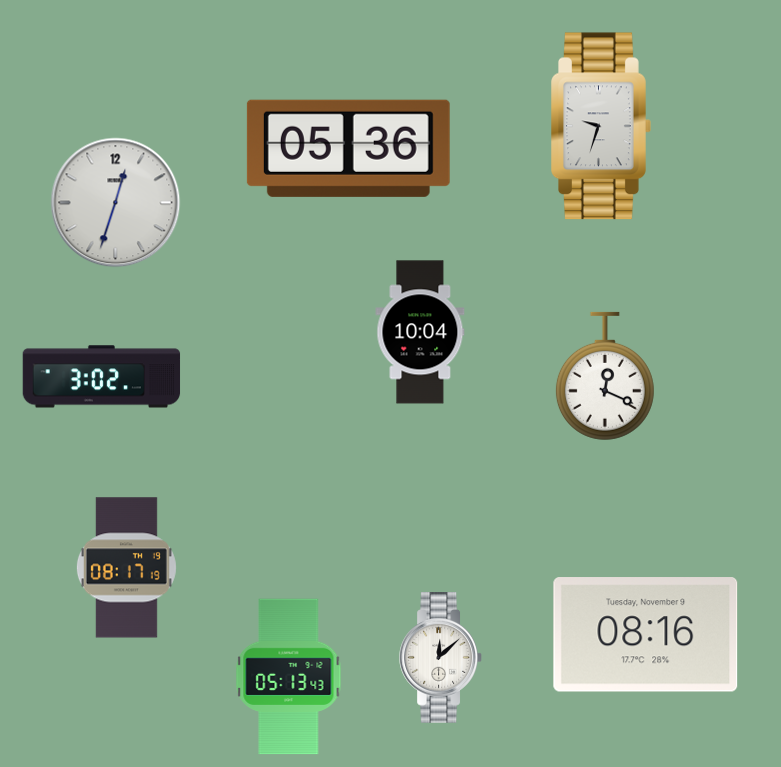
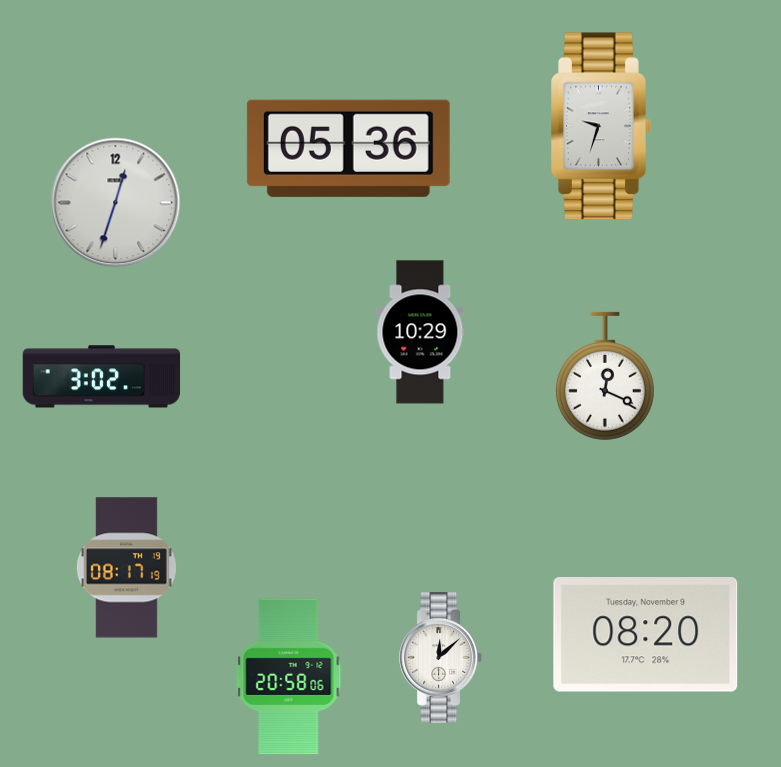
clock at (420, 332): 10:04 -> 10:29
clock at (646, 635): 08:16 -> 08:20
clock at (289, 677): 05:13 -> 20:58
